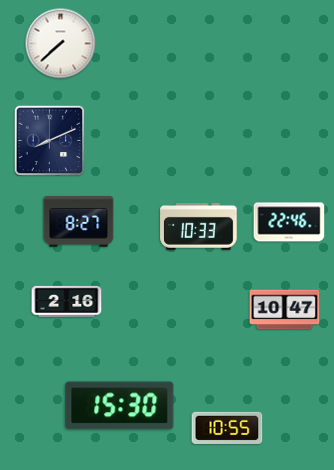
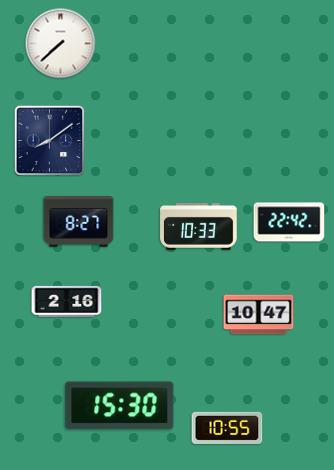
clock at (50, 141): 8:11 -> 8:09
clock at (289, 222): 22:46 -> 22:42
clock at (285, 310) position: (285, 310) -> (259, 315)
